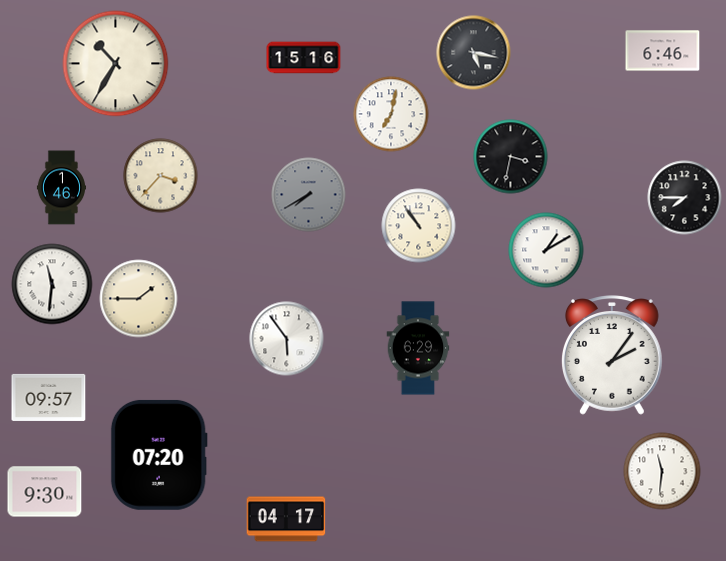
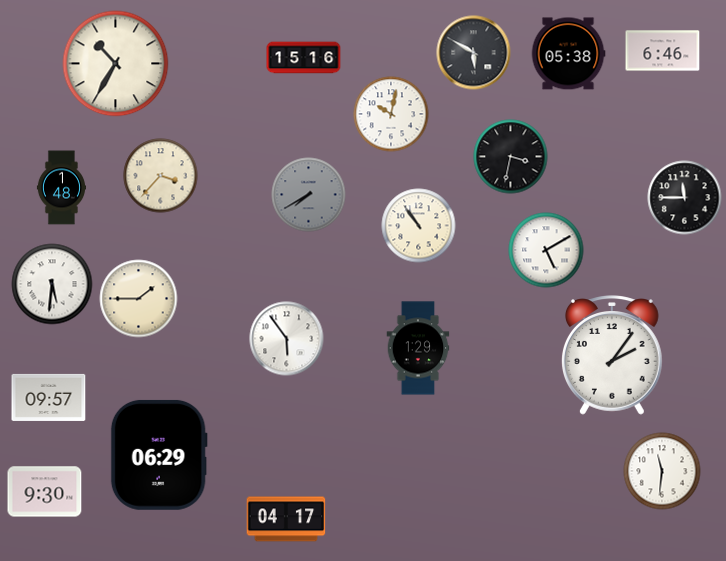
clock at (474, 53): 5:17 -> 5:50
clock at (568, 54): none -> 05:38
clock at (391, 114): 7:02 -> 10:02
clock at (61, 188): 1:46 -> 1:48
clock at (685, 198): 7:45 -> 11:45
clock at (546, 250): 1:10 -> 5:10
clock at (52, 284): 11:31 -> 5:31
clock at (418, 348): 6:29 -> 1:29
clock at (159, 455): 07:20 -> 06:29
